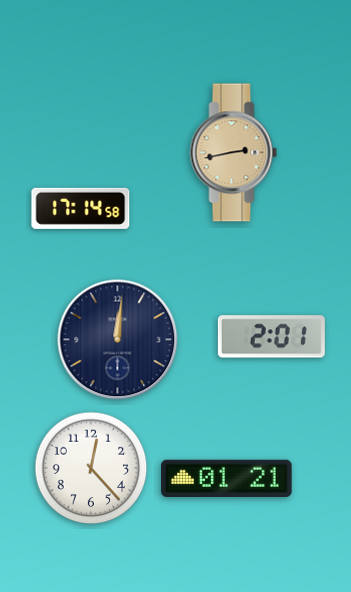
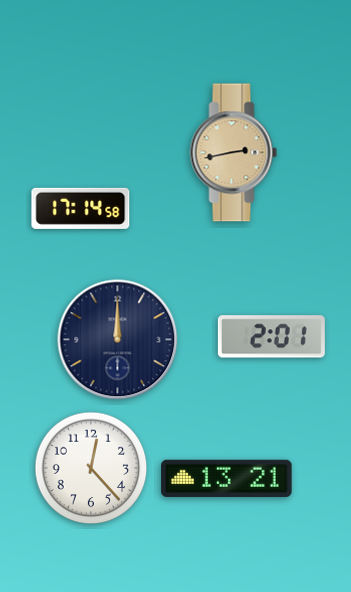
clock at (118, 340): 12:01 -> 12:00
clock at (227, 478): 01:21 -> 13:21
